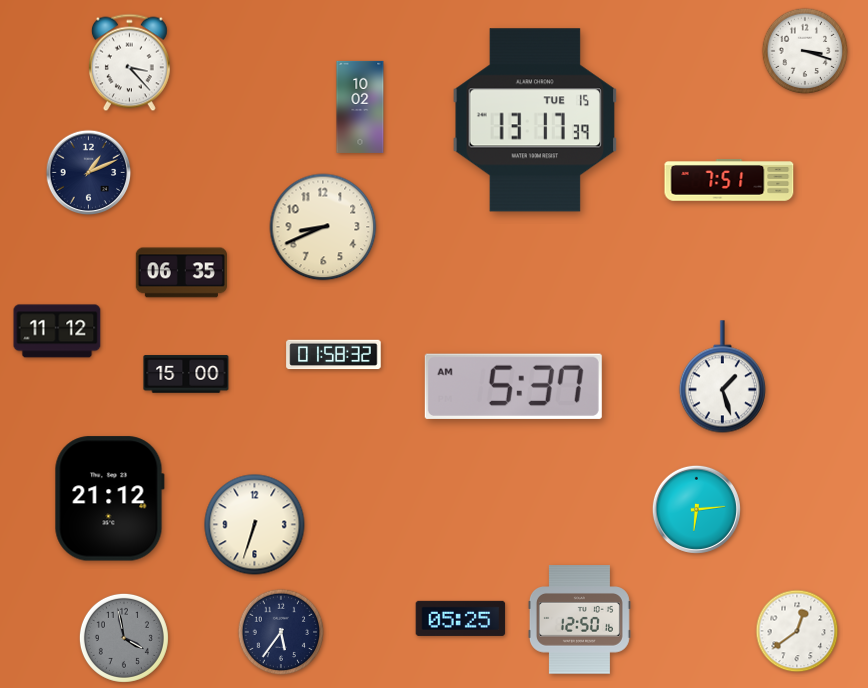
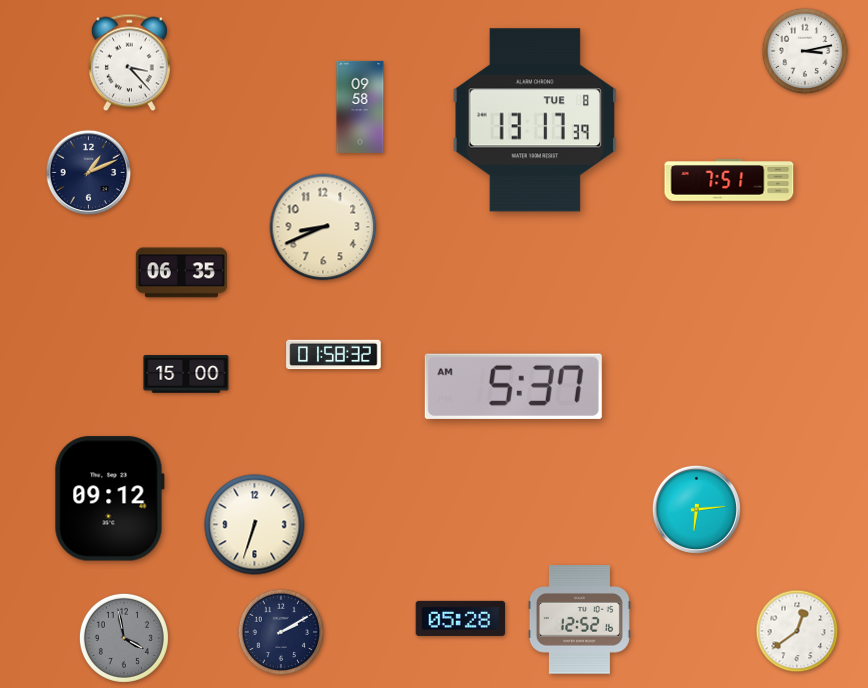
clock at (805, 51): 3:18 -> 3:13
clock at (360, 107): 10:02 -> 09:58
clock at (535, 120) date: TUE 15 -> TUE 8
clock at (57, 331): 11:12 -> none
clock at (722, 377): 1:27 -> none
clock at (109, 499): 21:12 -> 09:12
clock at (461, 618): 05:25 -> 05:28
clock at (579, 620): 12:50 -> 12:52
clock at (281, 632): 5:36 -> 2:10
